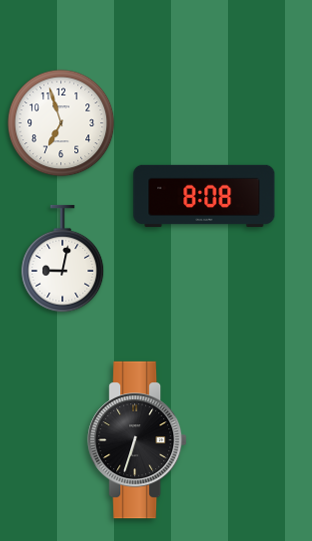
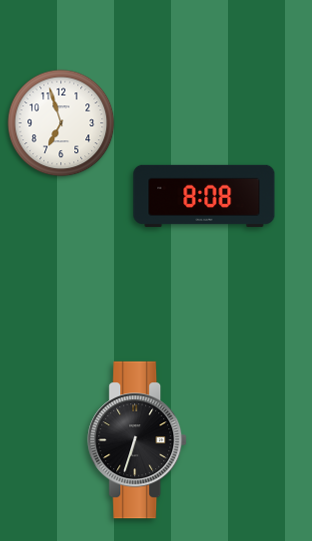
clock at (63, 259): 9:02 -> none
